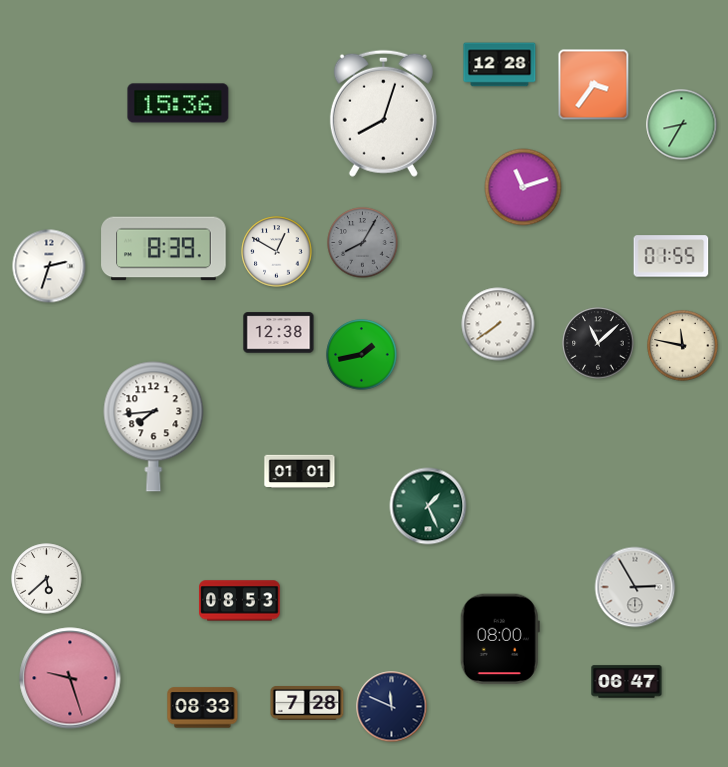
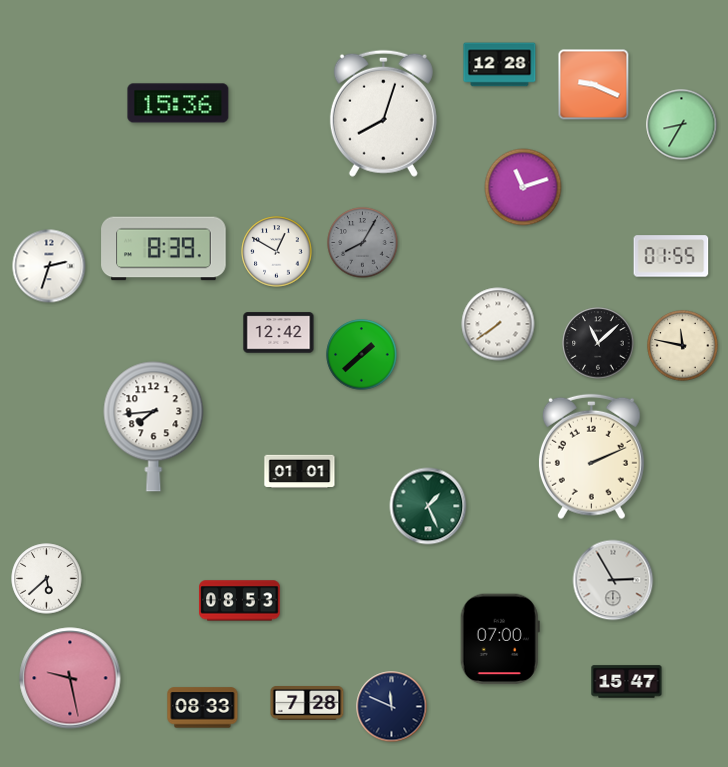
clock at (594, 85): 3:36 -> 9:19
clock at (279, 333): 12:38 -> 12:42
clock at (362, 355): 1:43 -> 1:38
clock at (591, 457): none -> 2:11
clock at (635, 587) position: (635, 587) -> (613, 580)
clock at (500, 639): 08:00 -> 07:00
clock at (70, 678): 9:27 -> 9:28
clock at (627, 682): 06:47 -> 15:47
